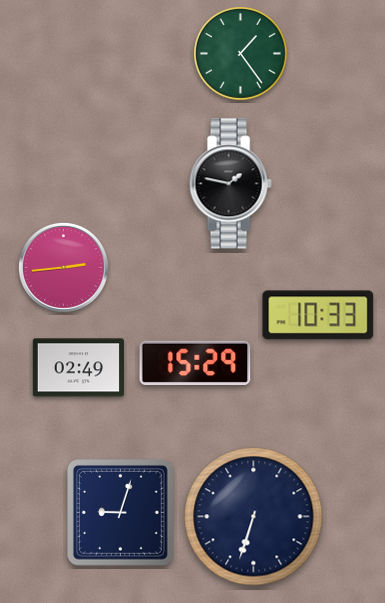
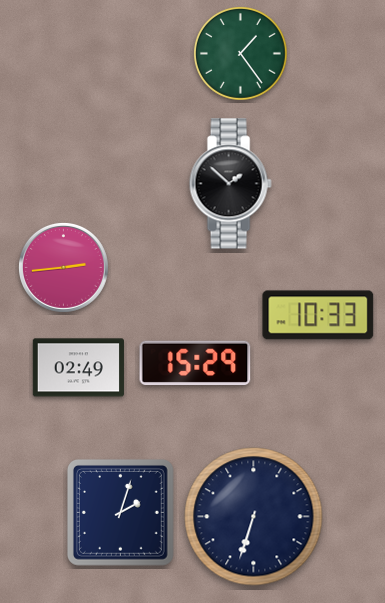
clock at (230, 184): 1:47 -> 1:52
clock at (120, 513): 9:03 -> 2:03
